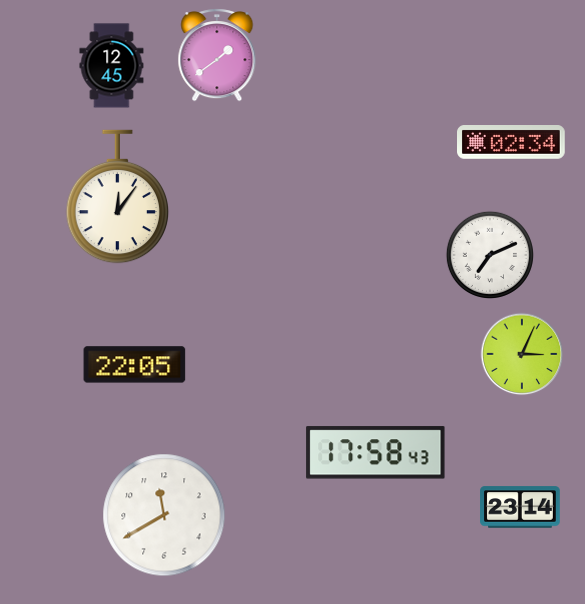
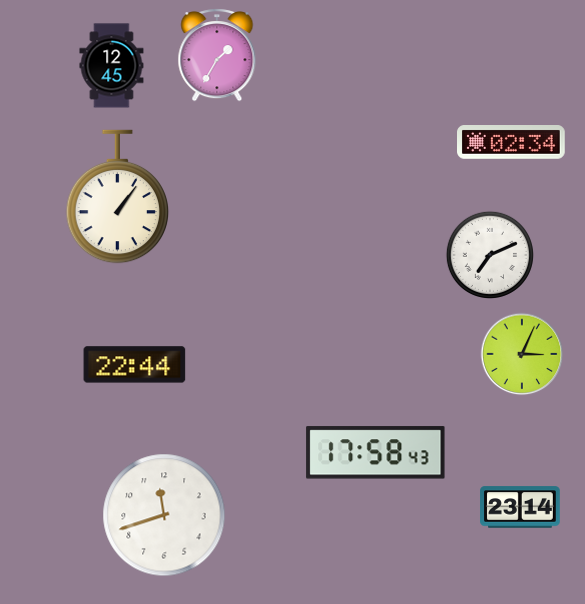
clock at (217, 55): 1:39 -> 1:35
clock at (118, 197): 12:06 -> 1:06
clock at (135, 365): 22:05 -> 22:44
clock at (164, 515): 11:40 -> 11:42
